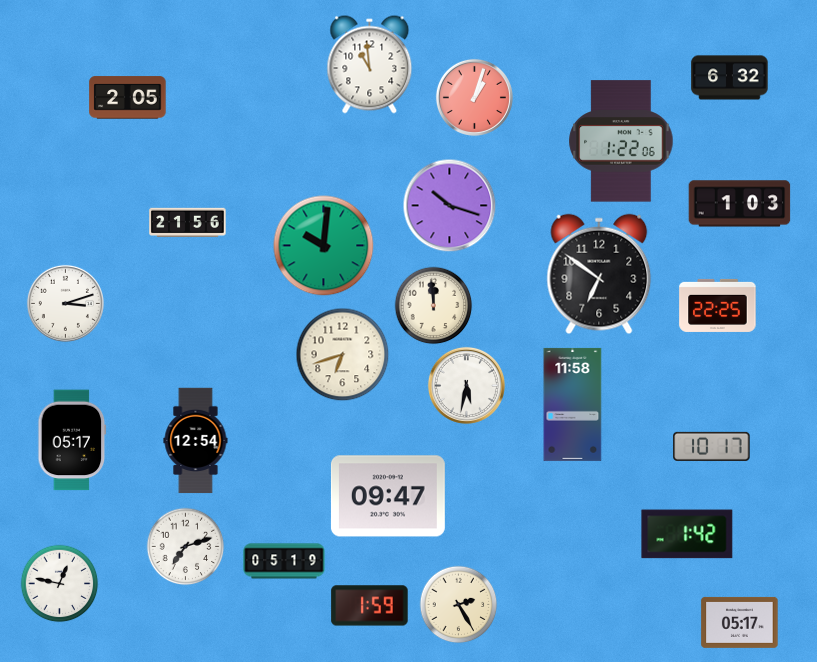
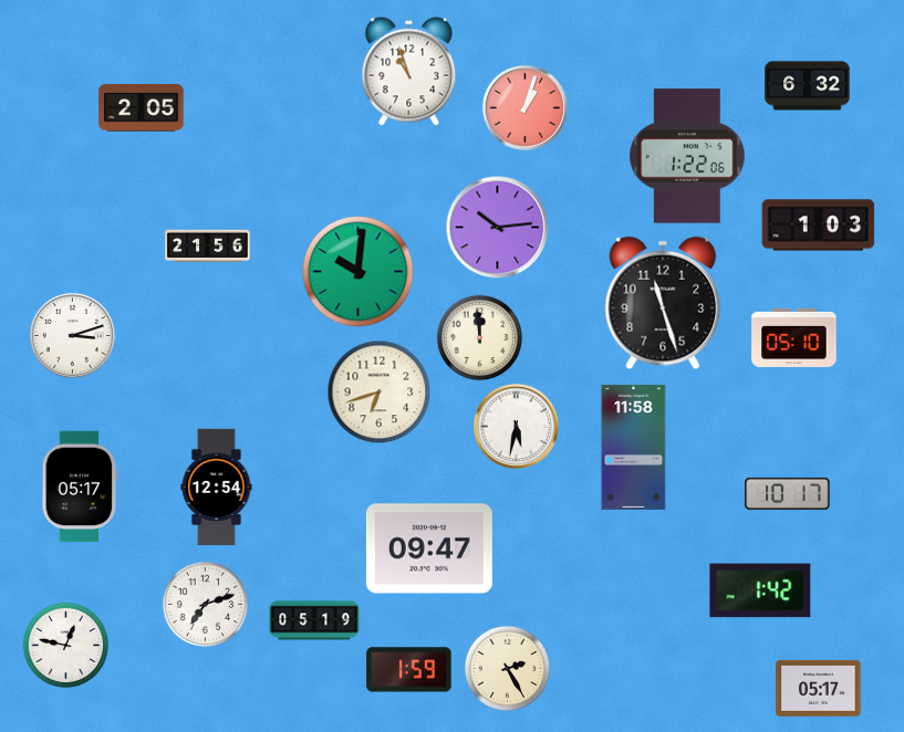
clock at (370, 65): 10:59 -> 10:57
clock at (449, 205): 10:18 -> 10:14
clock at (599, 274): 6:51 -> 11:27
clock at (718, 305): 22:25 -> 05:10
